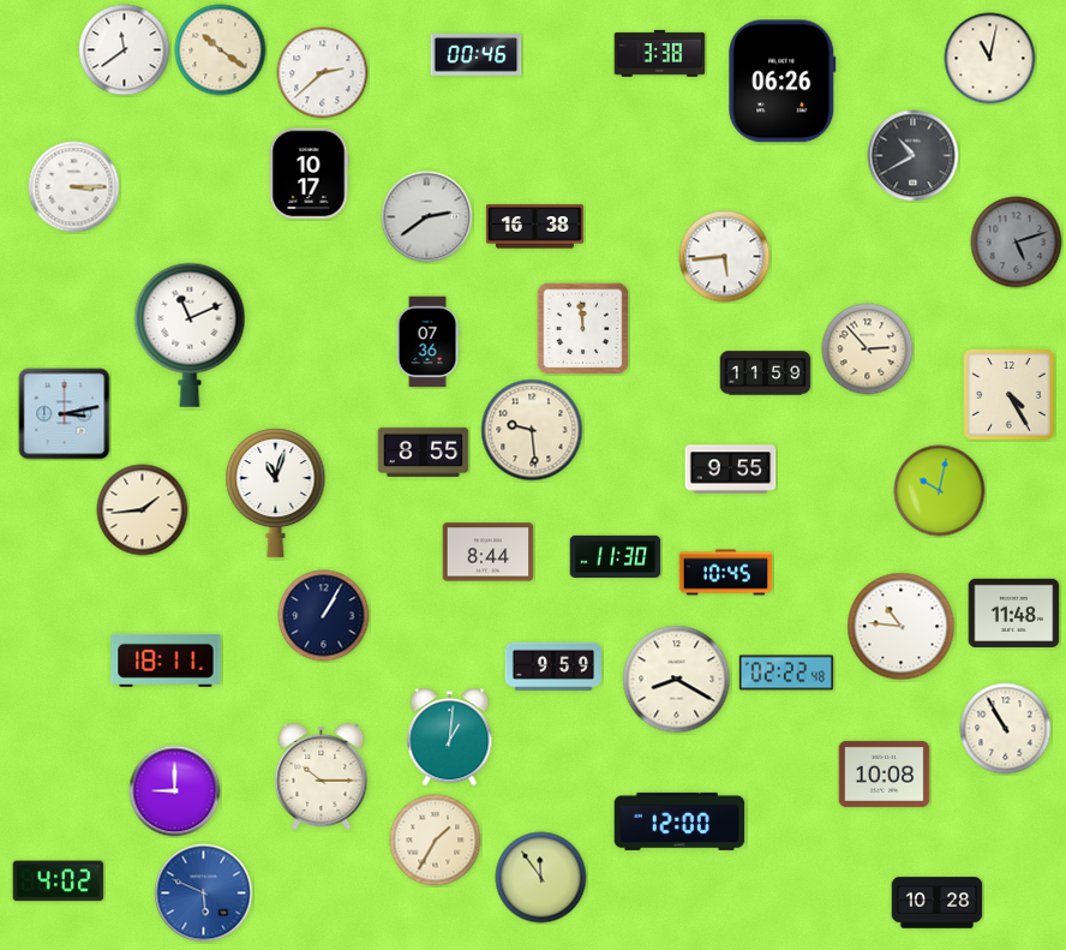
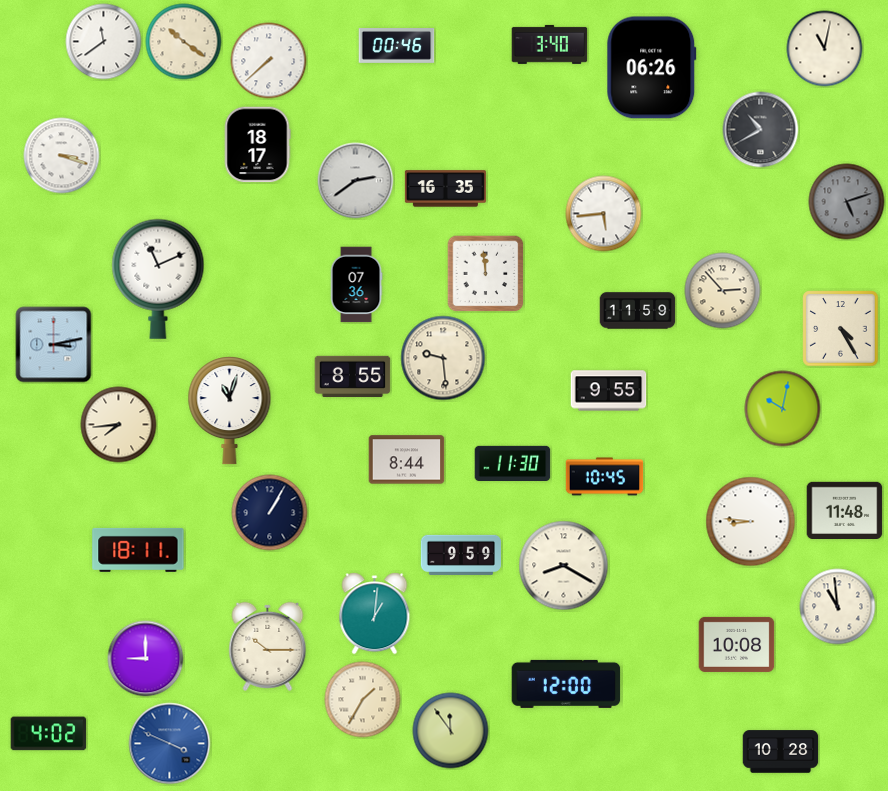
clock at (660, 53): 3:38 -> 3:40
clock at (323, 73): 2:38 -> 7:38
clock at (309, 174): 10:17 -> 18:17
clock at (74, 187): 3:15 -> 3:18
clock at (534, 227): 16:38 -> 16:35
clock at (143, 510): 1:44 -> 7:44
clock at (902, 627): 10:46 -> 8:46
clock at (786, 673): 02:22 -> none
clock at (1006, 729): 10:55 -> 10:59
clock at (204, 894): 5:49 -> 3:49
